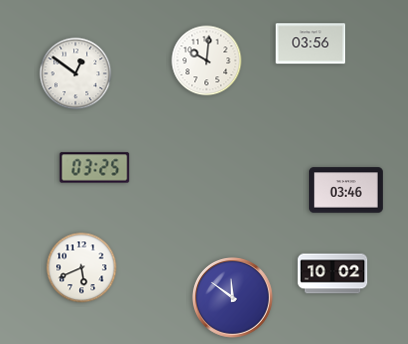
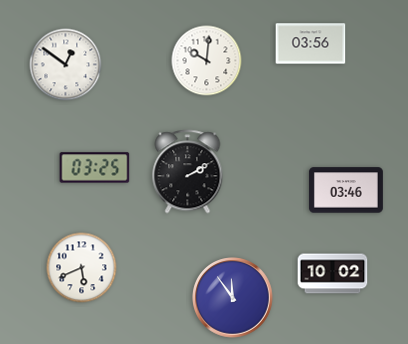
clock at (76, 74) position: (76, 74) -> (66, 65)
clock at (188, 172): none -> 2:10
clock at (233, 298): 11:51 -> 11:54
